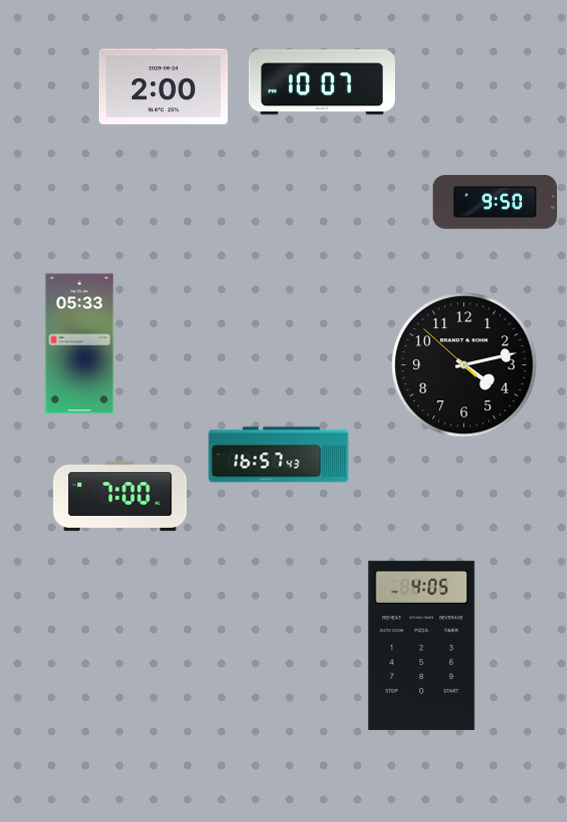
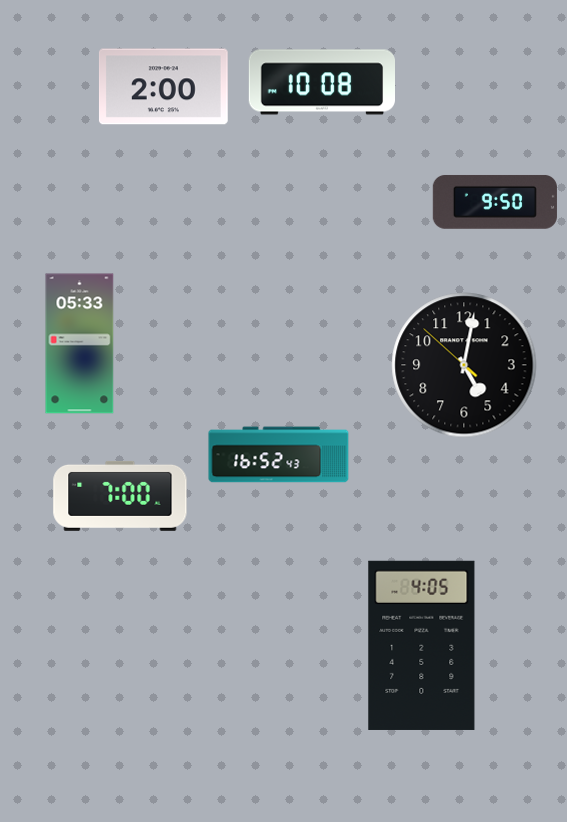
clock at (321, 82): 10:07 -> 10:08
clock at (464, 365): 4:12 -> 5:01
clock at (279, 455): 16:57 -> 16:52
